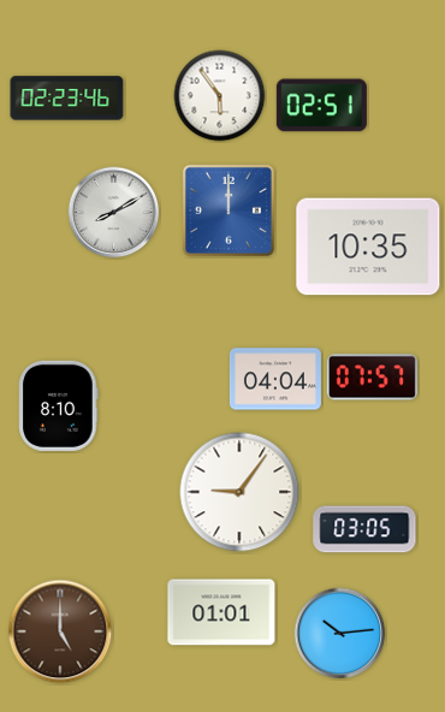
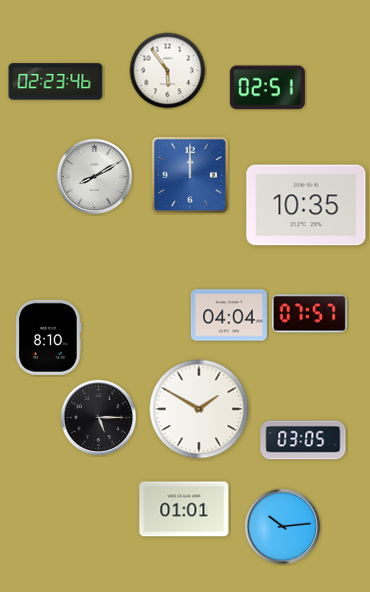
clock at (220, 96) position: (220, 96) -> (168, 71)
clock at (239, 492): 9:06 -> 1:50
clock at (99, 418): none -> 5:15
clock at (60, 631): 5:00 -> none
